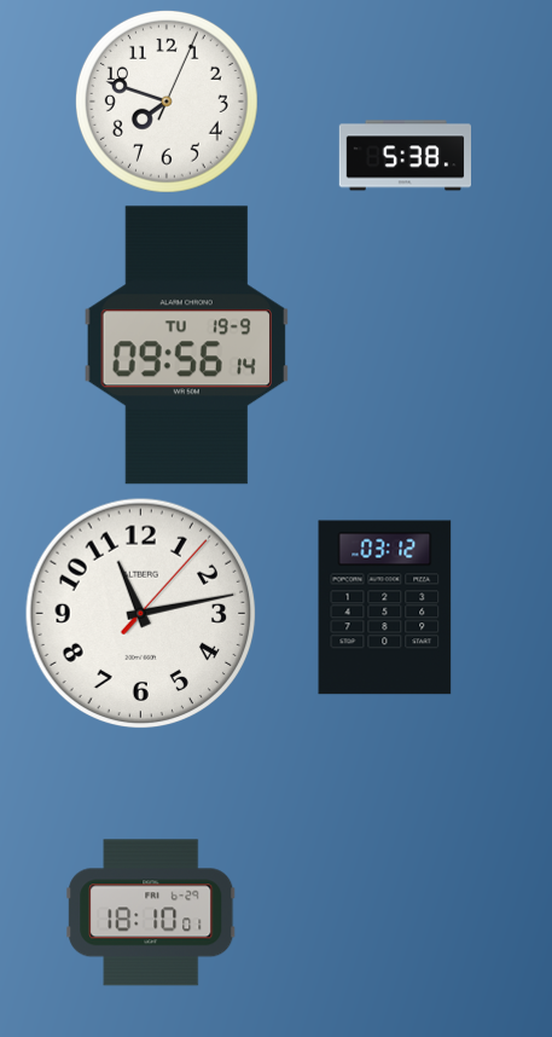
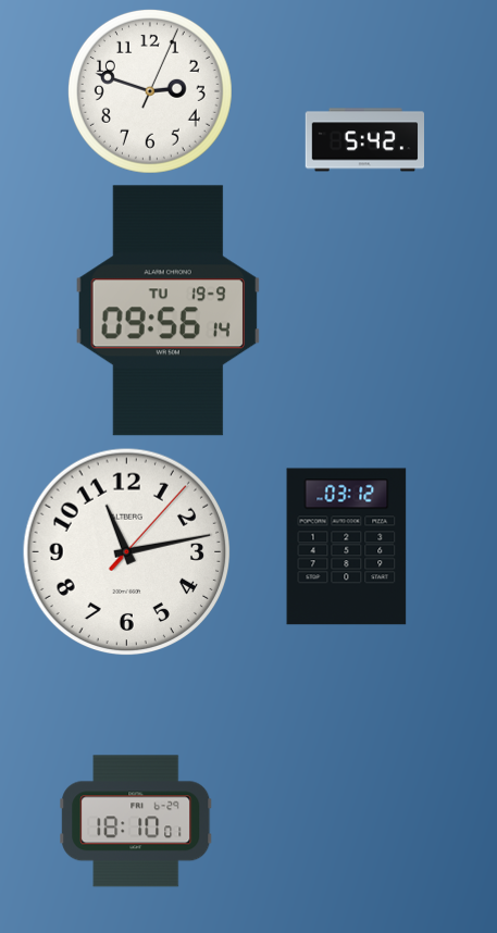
clock at (167, 102): 7:48 -> 2:48
clock at (405, 156): 5:38 -> 5:42
